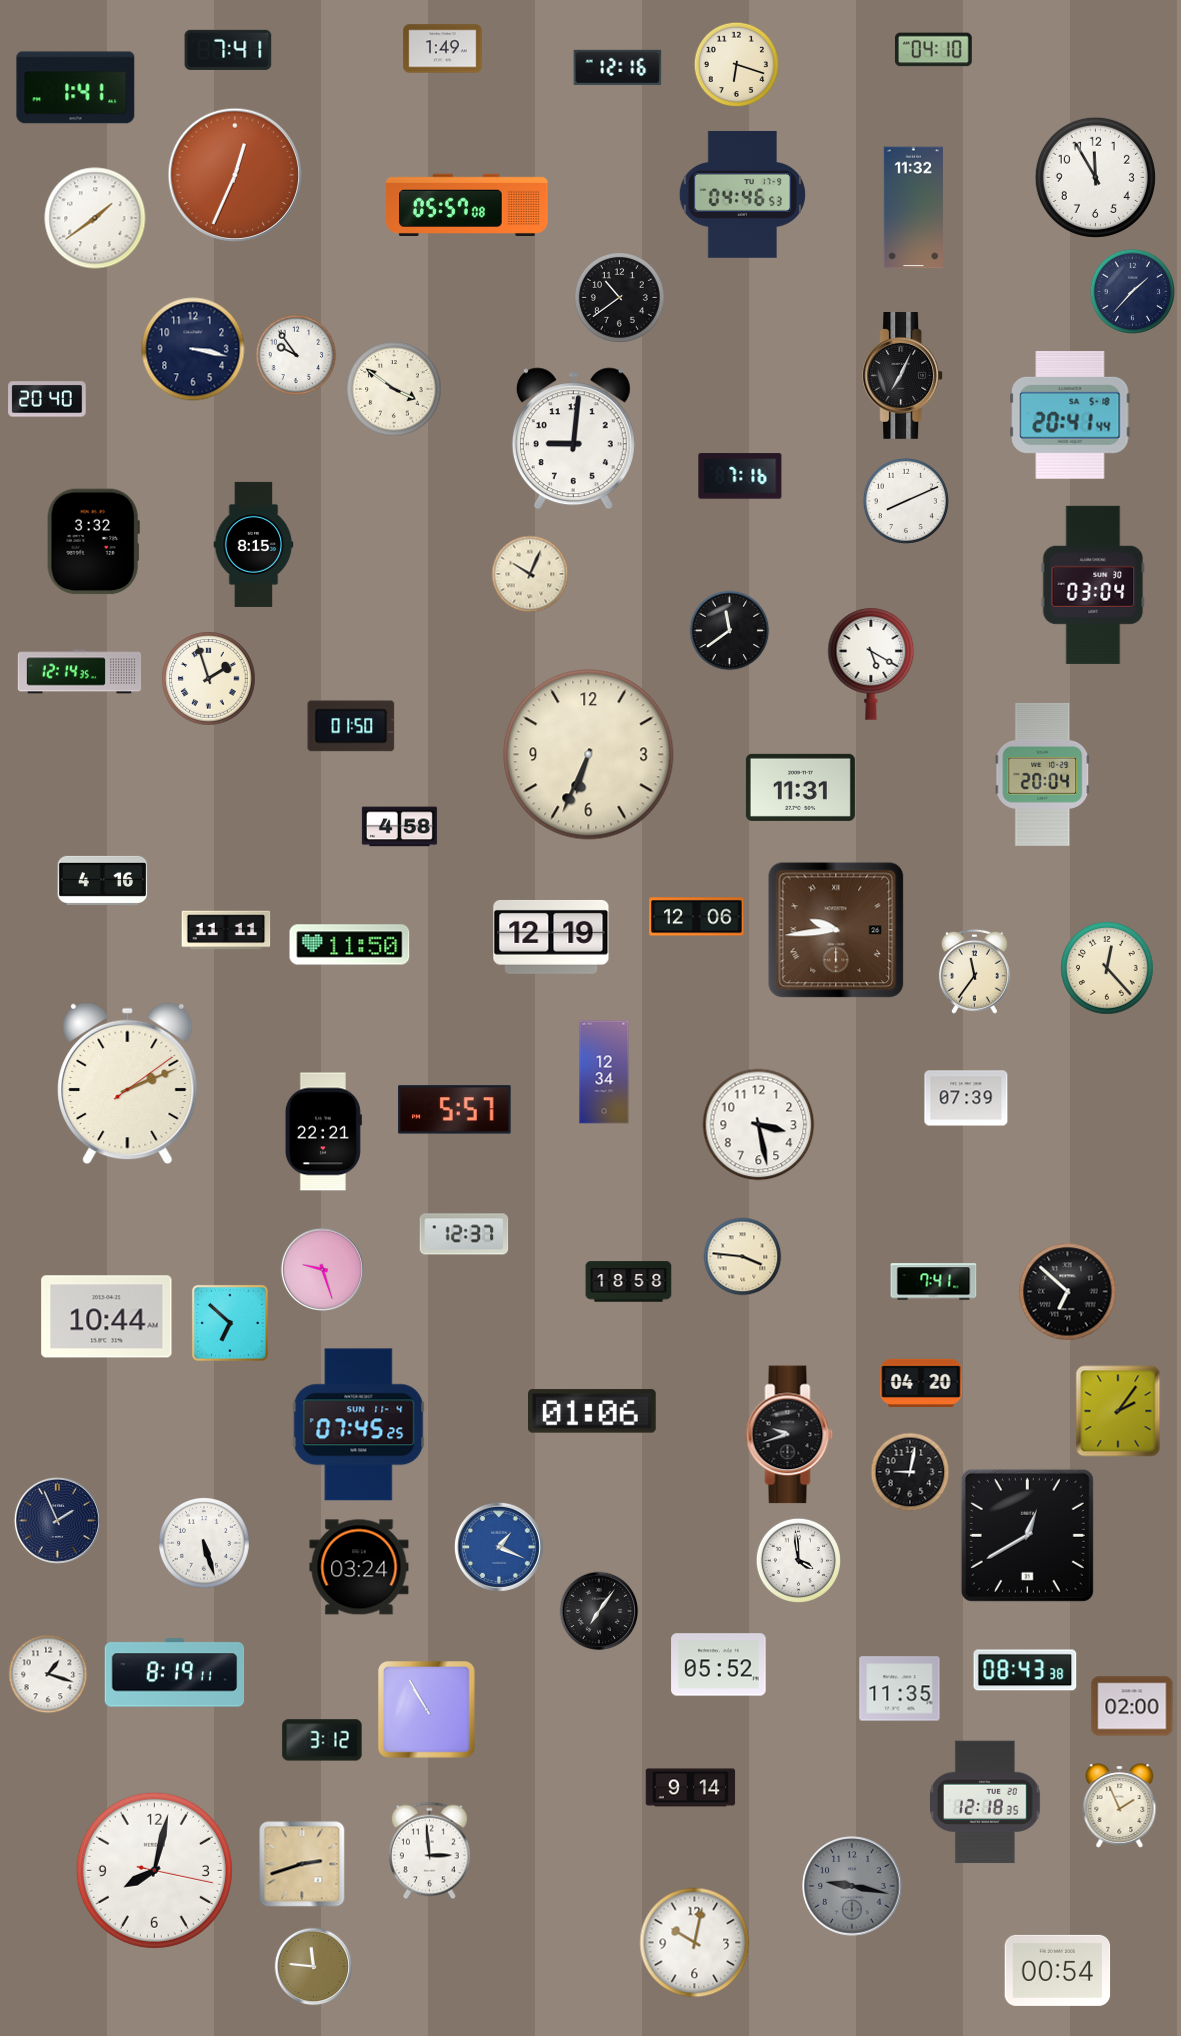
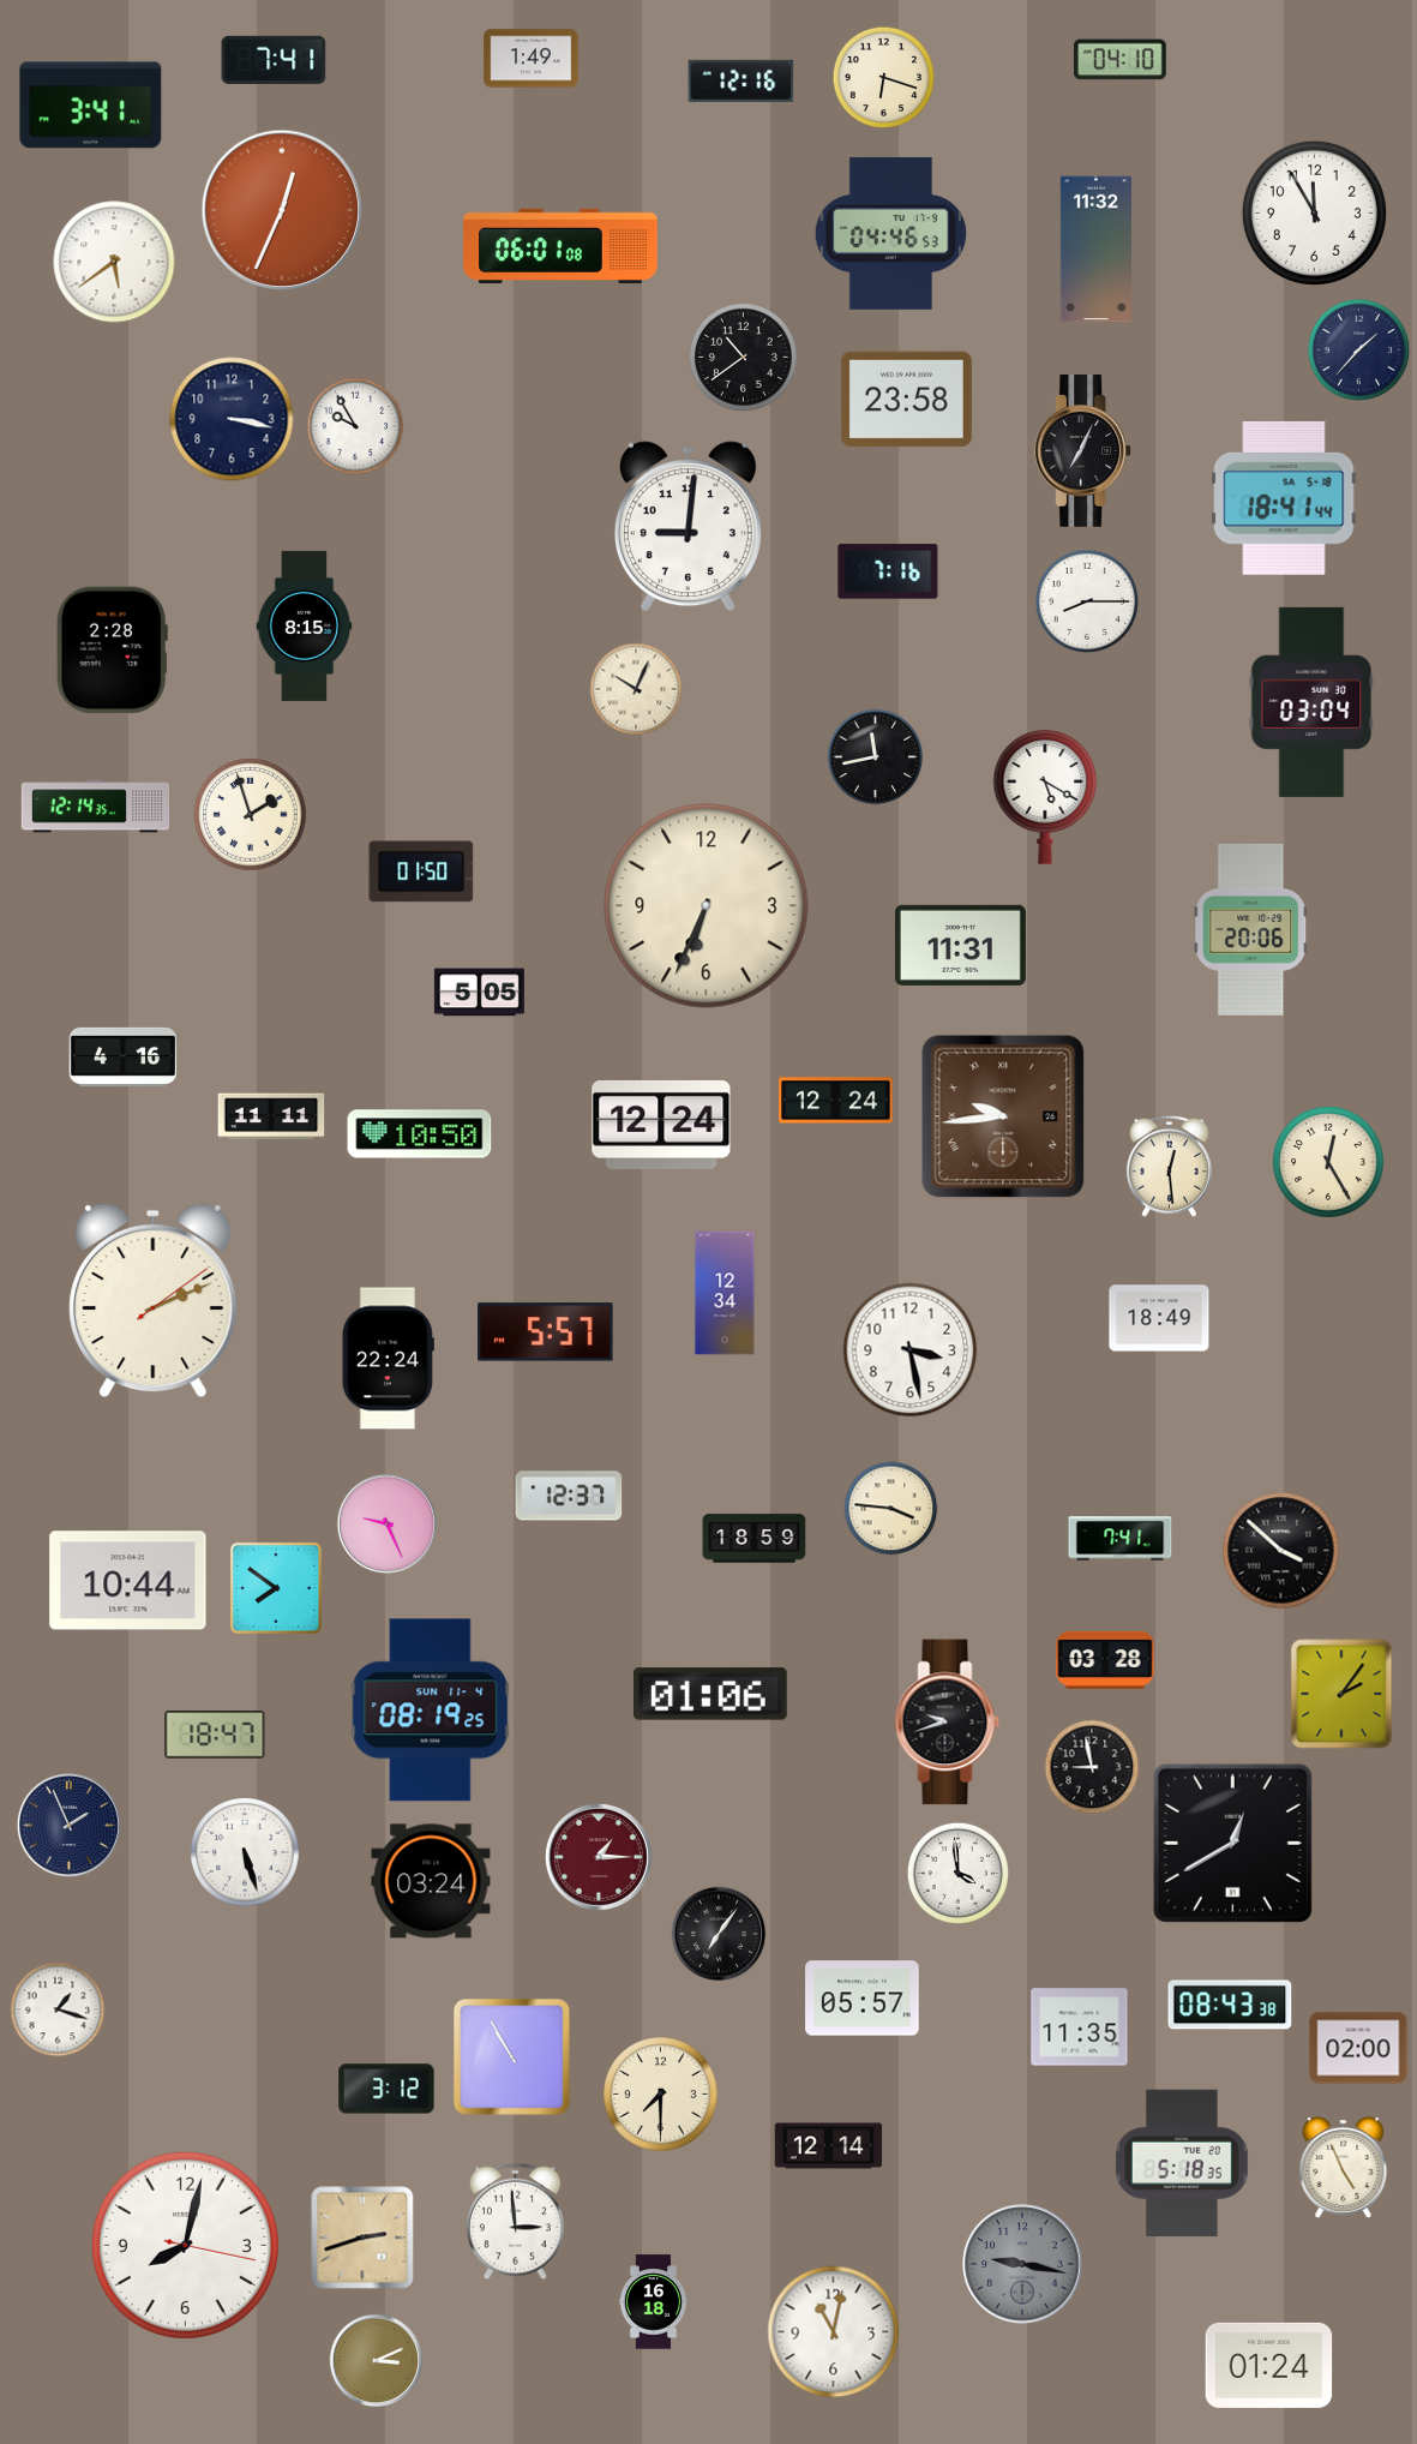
clock at (76, 88): 1:41 -> 3:41
clock at (467, 204): 05:57 -> 06:01
clock at (95, 218): 1:39 -> 5:39
clock at (906, 400): none -> 23:58
clock at (296, 355): 9:54 -> 9:55
clock at (394, 389): 3:51 -> none
clock at (47, 399): 20:40 -> none
clock at (1070, 415): 20:41 -> 18:41
clock at (906, 501): 8:11 -> 8:15
clock at (93, 542): 3:32 -> 2:28
clock at (254, 544) position: (254, 544) -> (305, 625)
clock at (730, 631): 11:39 -> 11:43
clock at (1043, 774): 20:04 -> 20:06
clock at (399, 827): 4:58 -> 5:05
clock at (697, 917): 12:06 -> 12:24
clock at (551, 937): 12:19 -> 12:24
clock at (350, 945): 11:50 -> 10:50
clock at (1107, 968): 12:23 -> 12:25
clock at (974, 971): 11:36 -> 12:29
clock at (604, 1072) position: (604, 1072) -> (725, 1293)
clock at (966, 1098): 07:39 -> 18:49
clock at (323, 1132): 22:21 -> 22:24
clock at (464, 1234) position: (464, 1234) -> (569, 1496)
clock at (322, 1269): 9:27 -> 9:26
clock at (629, 1282): 18:58 -> 18:59
clock at (1068, 1292): 6:52 -> 3:52
clock at (230, 1323): 6:52 -> 7:51
clock at (921, 1383): 04:20 -> 03:28
clock at (359, 1425): 07:45 -> 08:19
clock at (215, 1735): none -> 18:47
clock at (910, 1472): 9:02 -> 8:58
clock at (499, 1547): 1:19 -> 1:15
clock at (499, 1547) dial: blue -> burgundy
clock at (719, 1665): 05:52 -> 05:57
clock at (175, 1673): 8:19 -> none
clock at (427, 1710) position: (427, 1710) -> (512, 2057)
clock at (661, 2095): none -> 7:30
clock at (691, 1788): 9:14 -> 12:14
clock at (986, 1802): 12:18 -> 5:18
clock at (1120, 1806): 1:56 -> 4:56
clock at (654, 2302): none -> 16:18
clock at (695, 1943): 10:02 -> 11:02
clock at (314, 1967): 11:46 -> 3:11
clock at (1058, 1970): 00:54 -> 01:24
